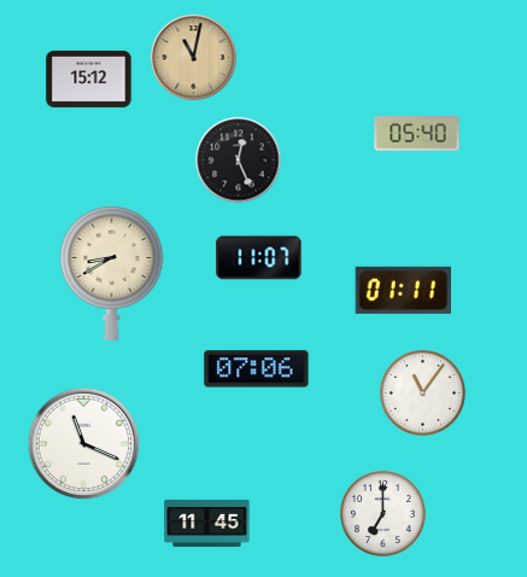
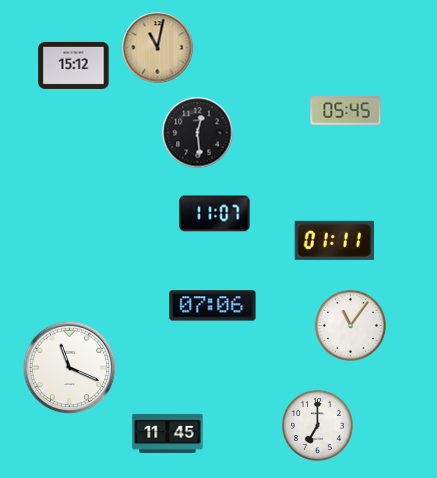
clock at (194, 58) position: (194, 58) -> (158, 48)
clock at (417, 133): 05:40 -> 05:45
clock at (239, 161): 12:26 -> 12:29
clock at (112, 273): 8:40 -> none
clock at (207, 523) position: (207, 523) -> (168, 433)
